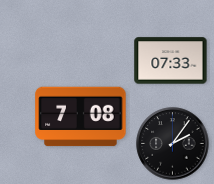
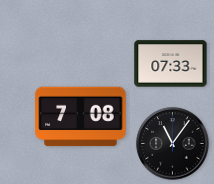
clock at (171, 61) position: (171, 61) -> (171, 64)
clock at (173, 144): 2:06 -> 11:06
